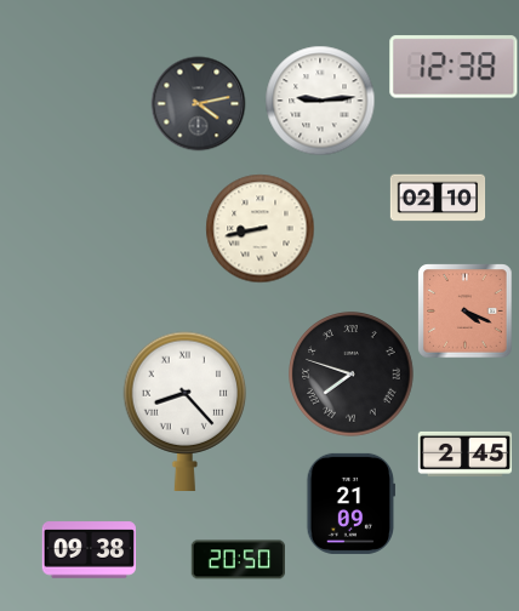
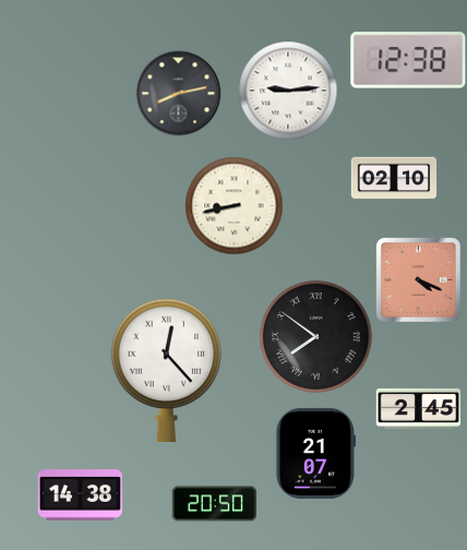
clock at (198, 103): 4:13 -> 8:13
clock at (352, 375): 7:48 -> 7:51
clock at (186, 411): 8:23 -> 12:23
clock at (352, 503): 21:09 -> 21:07
clock at (89, 550): 09:38 -> 14:38
